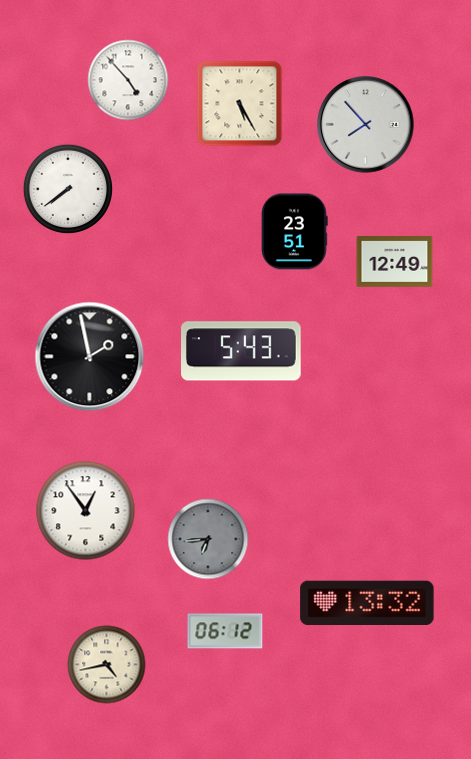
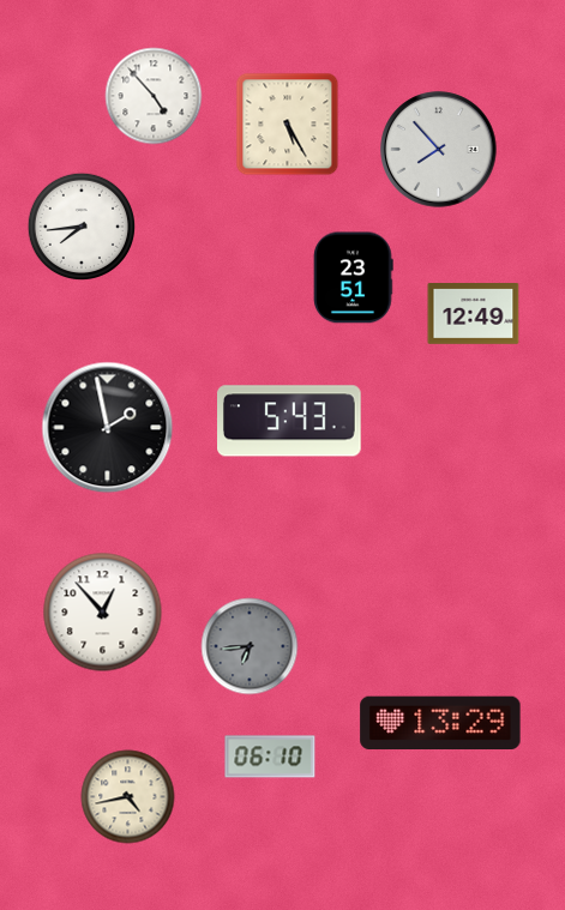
clock at (67, 188): 7:39 -> 7:44
clock at (86, 511): 12:54 -> 12:53
clock at (367, 602): 13:32 -> 13:29
clock at (225, 631): 06:12 -> 06:10
